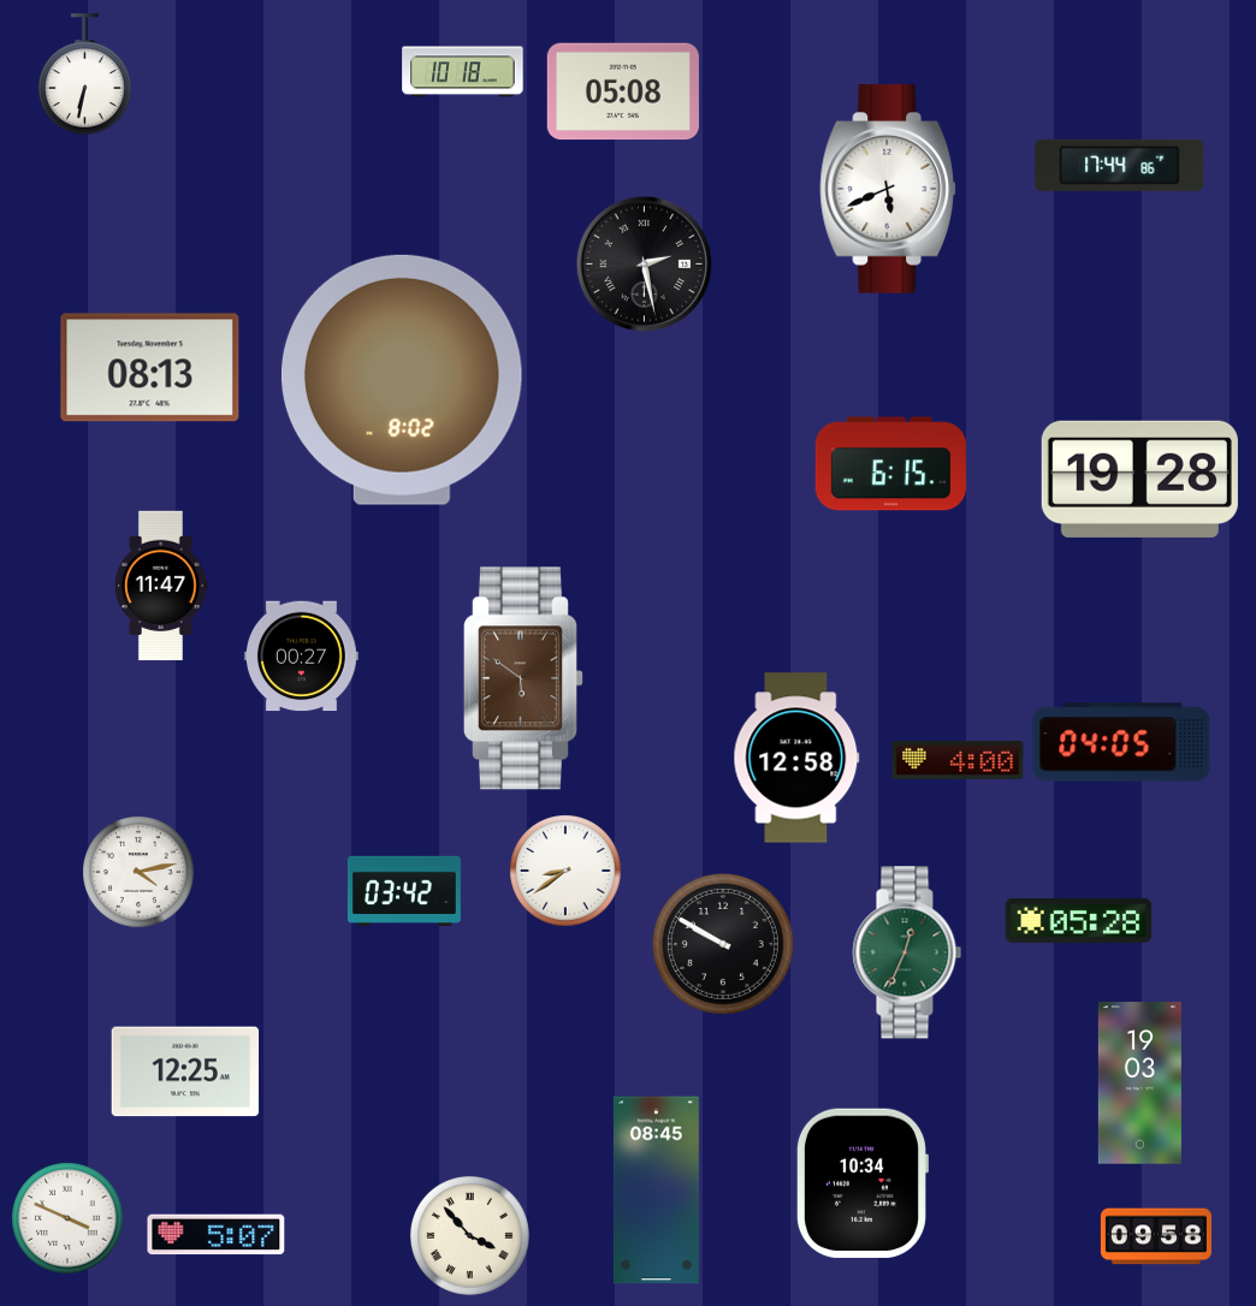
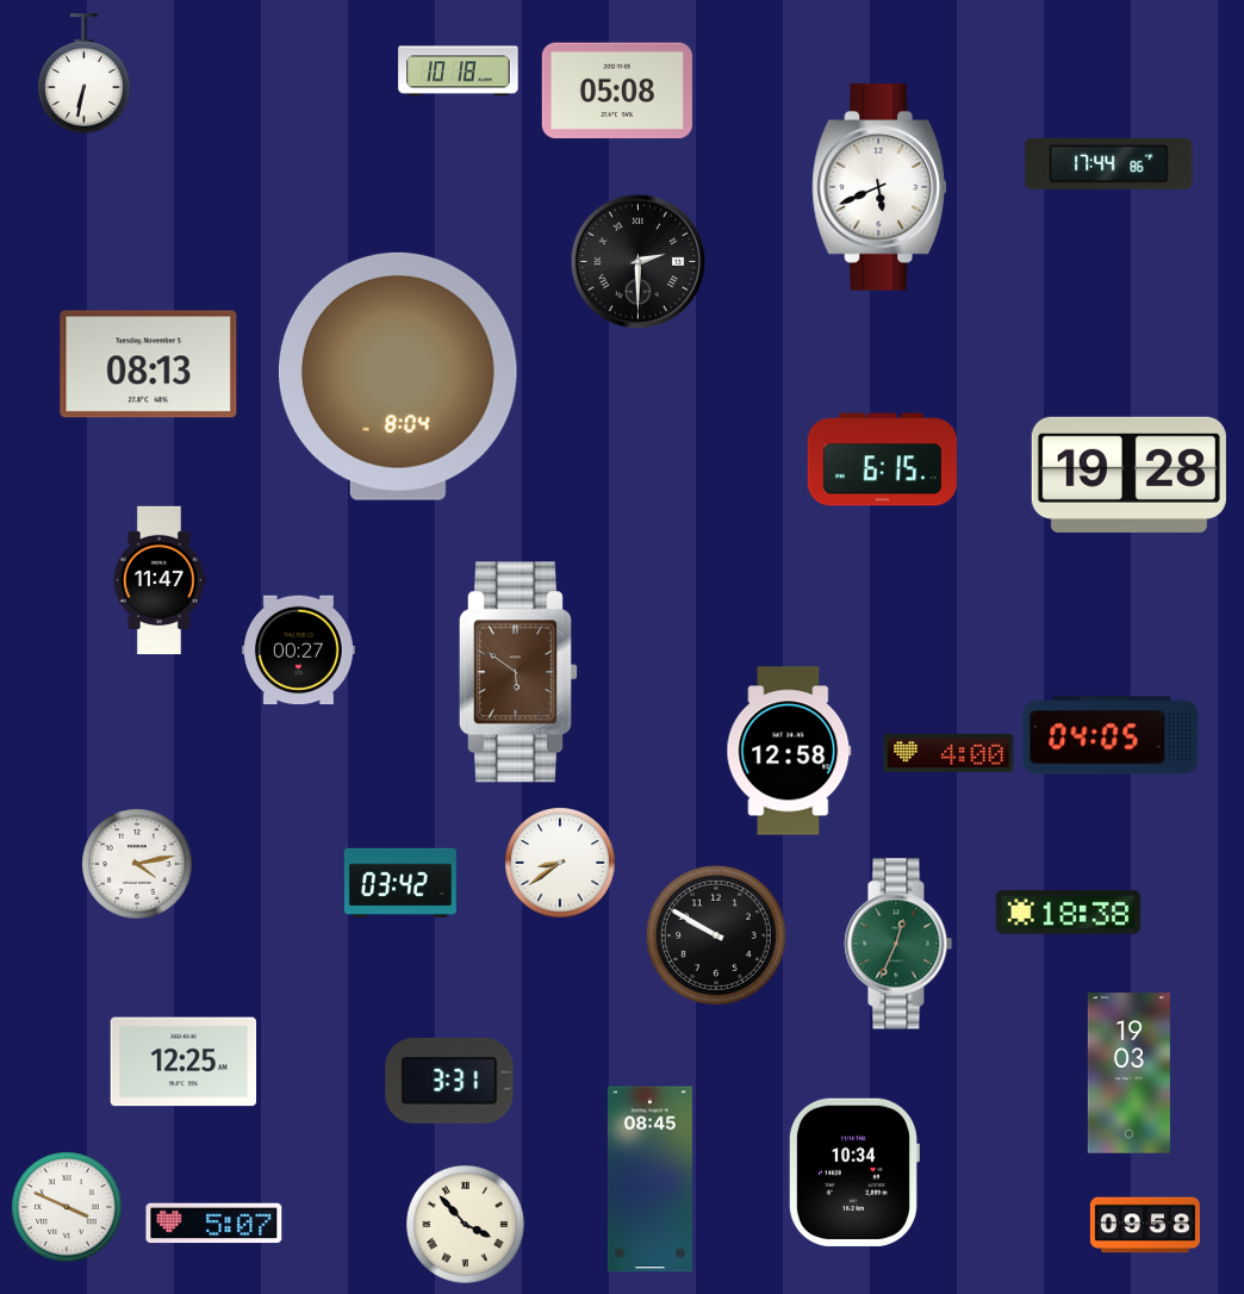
clock at (645, 265): 2:28 -> 2:30
clock at (402, 380): 8:02 -> 8:04
clock at (1079, 920): 05:28 -> 18:38
clock at (449, 1081): none -> 3:31
